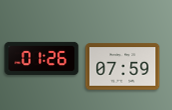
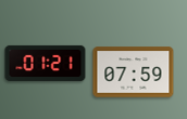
clock at (42, 58): 01:26 -> 01:21
